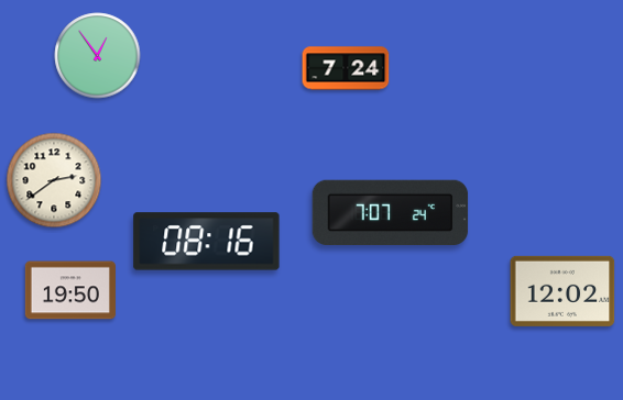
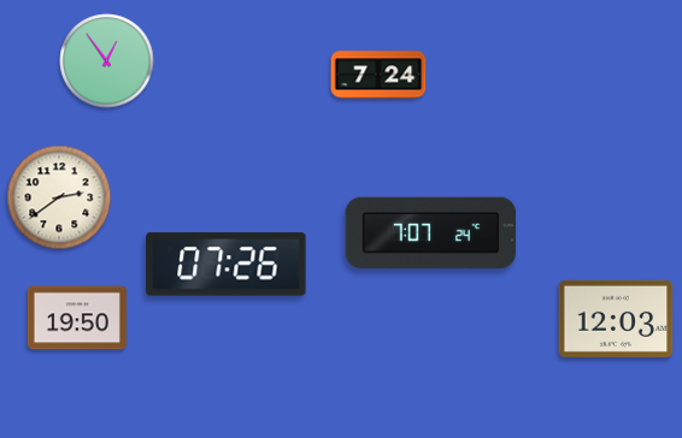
clock at (391, 213) position: (391, 213) -> (431, 233)
clock at (207, 242): 08:16 -> 07:26
clock at (562, 291): 12:02 -> 12:03
